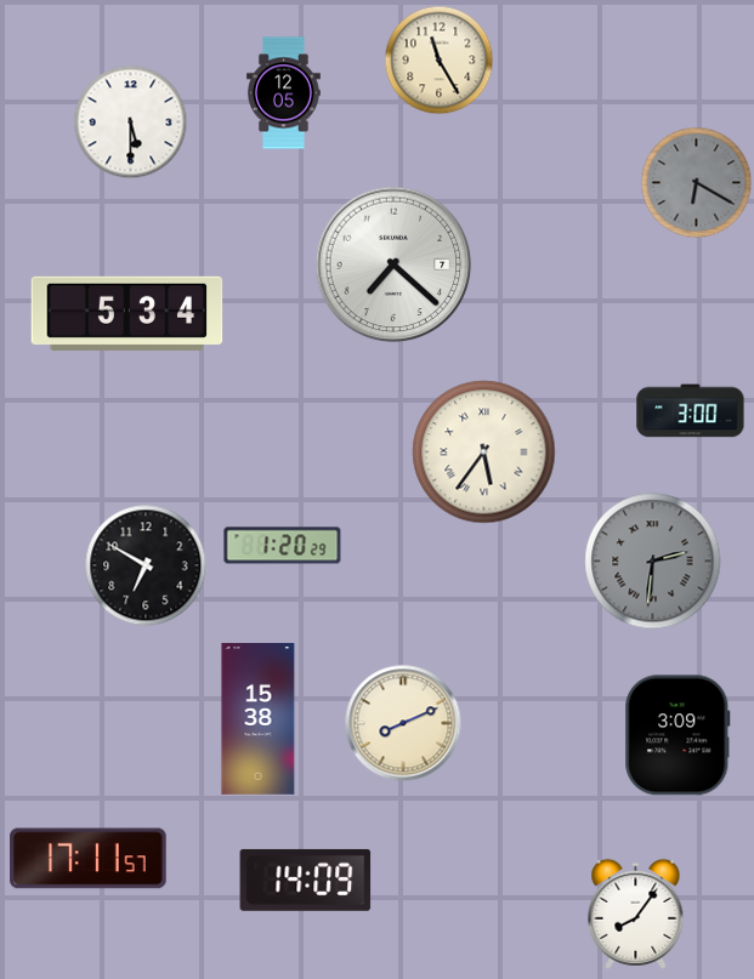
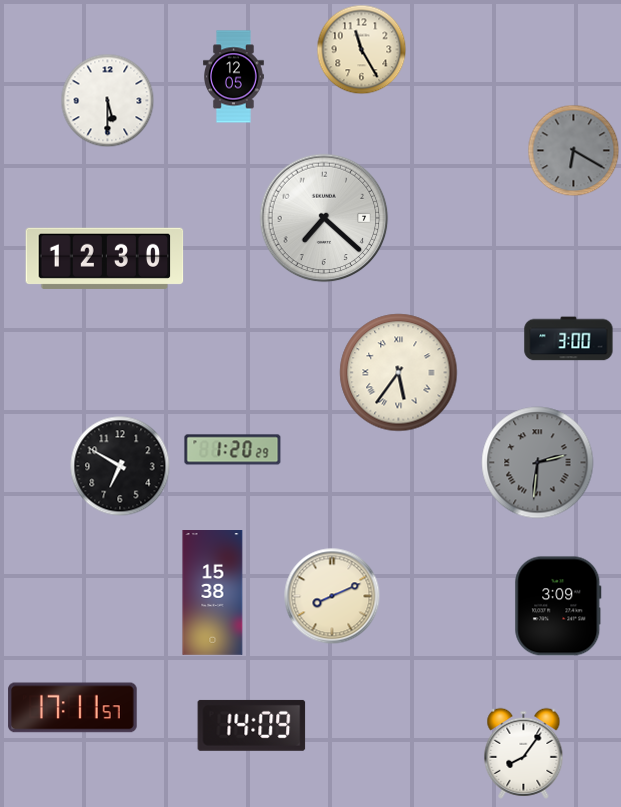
clock at (127, 313): 5:34 -> 12:30
